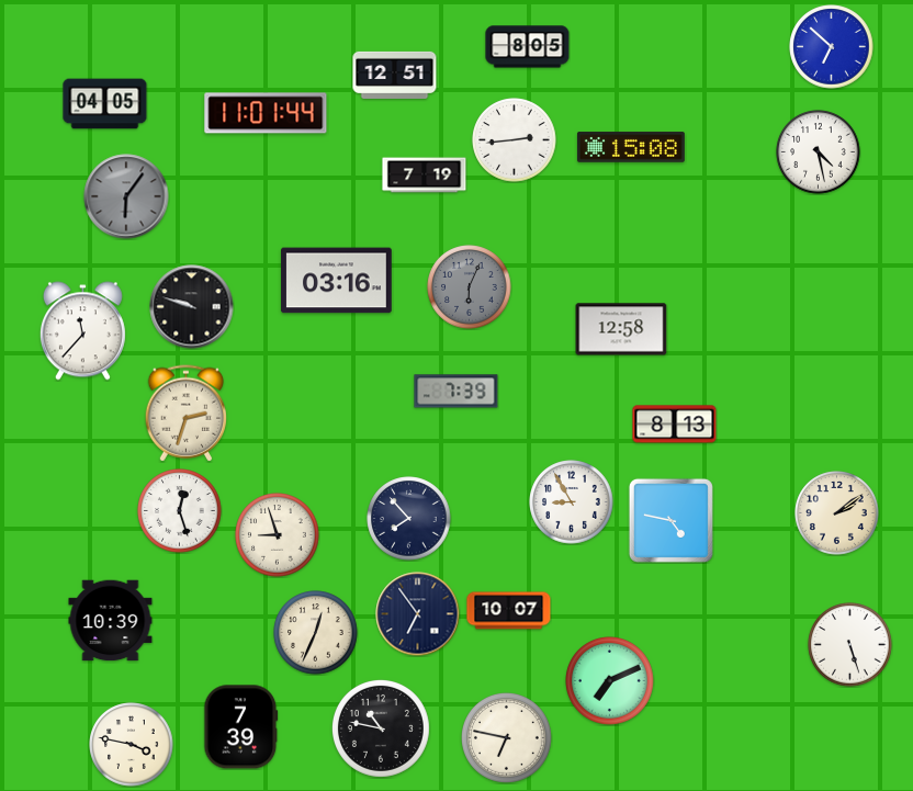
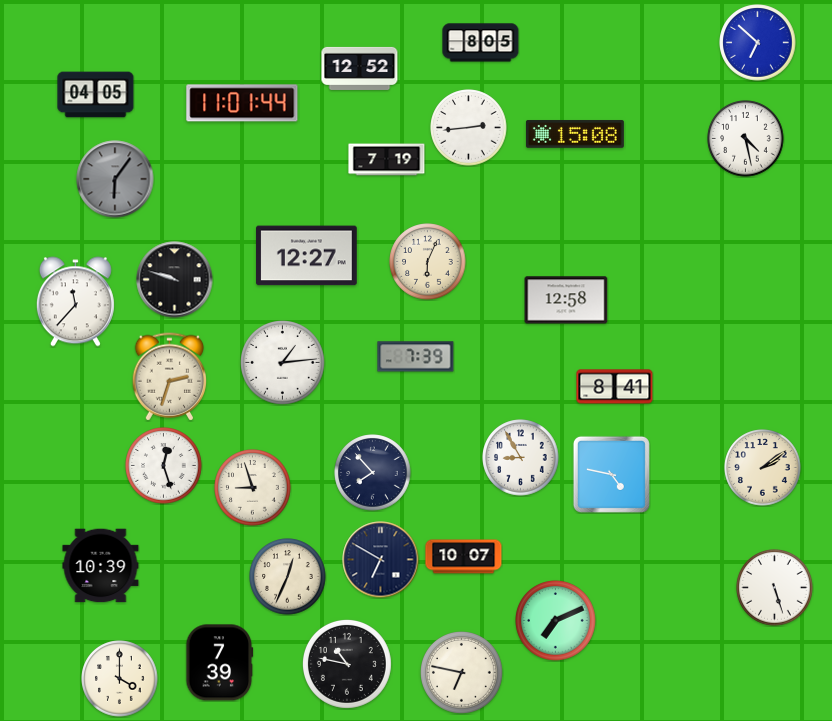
clock at (395, 75): 12:51 -> 12:52
clock at (337, 281): 03:16 -> 12:27
clock at (470, 287) dial: grey -> cream
clock at (283, 363): none -> 1:14
clock at (675, 425): 8:13 -> 8:41
clock at (418, 614): 6:54 -> 6:50
clock at (132, 745): 3:47 -> 4:00
